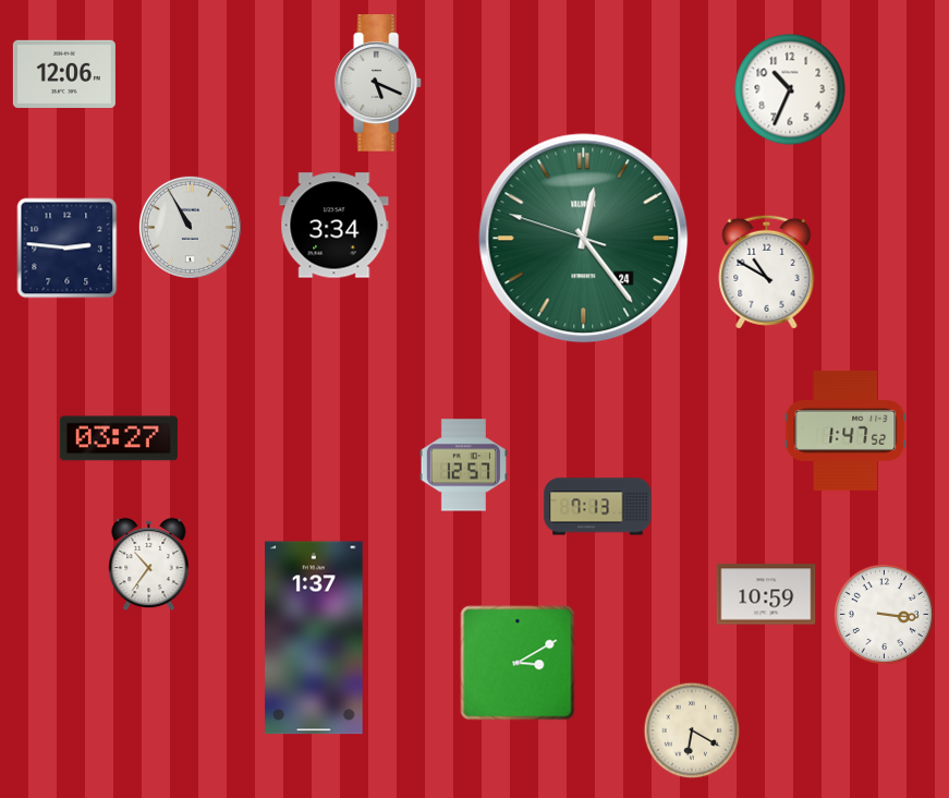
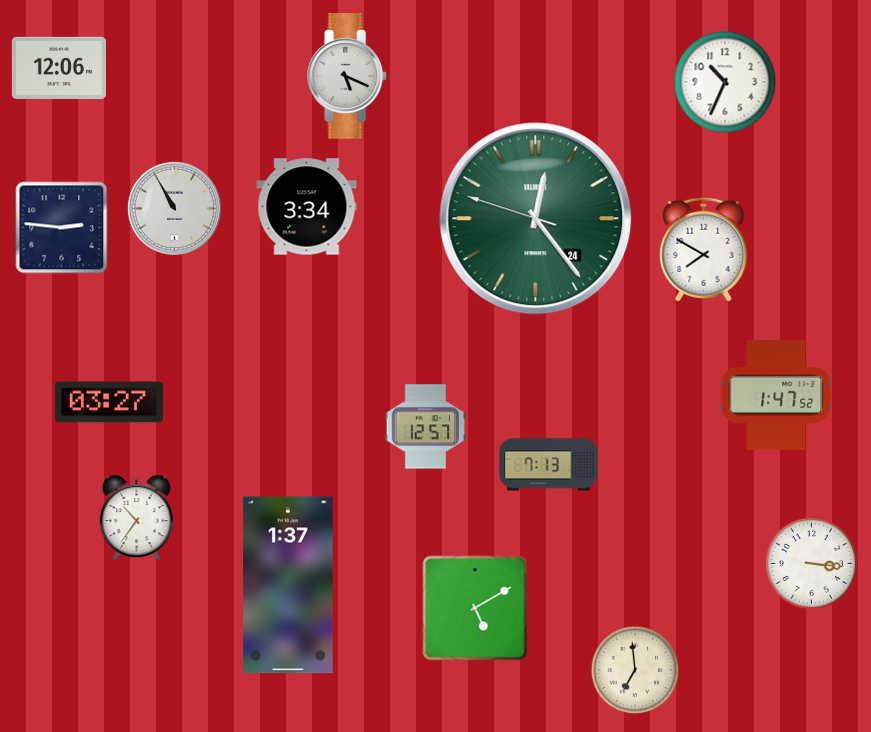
clock at (767, 271): 10:50 -> 7:50
clock at (766, 594): 10:59 -> none
clock at (518, 663): 3:10 -> 5:10
clock at (692, 730): 6:20 -> 6:59
